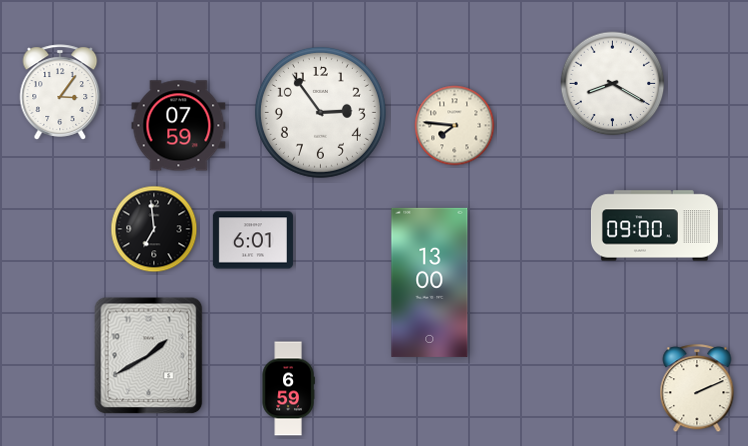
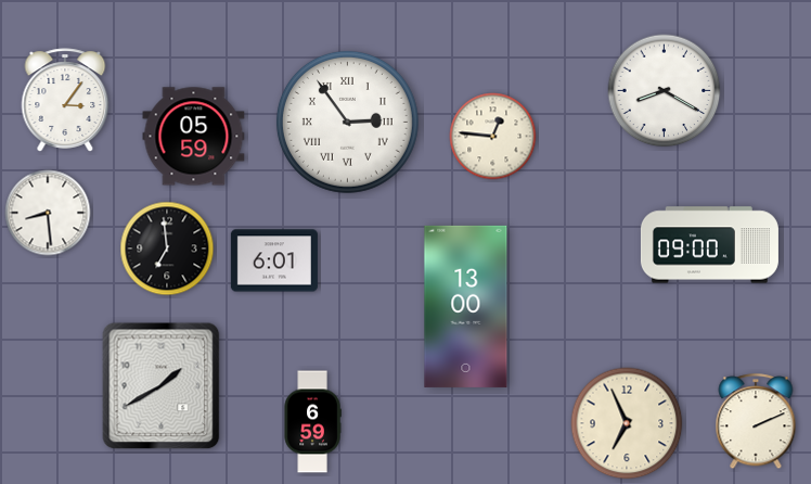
clock at (320, 112) numerals: Arabic -> Roman
clock at (179, 126): 07:59 -> 05:59
clock at (455, 126): 7:46 -> 12:46
clock at (48, 213): none -> 8:29
clock at (627, 423): none -> 6:56
